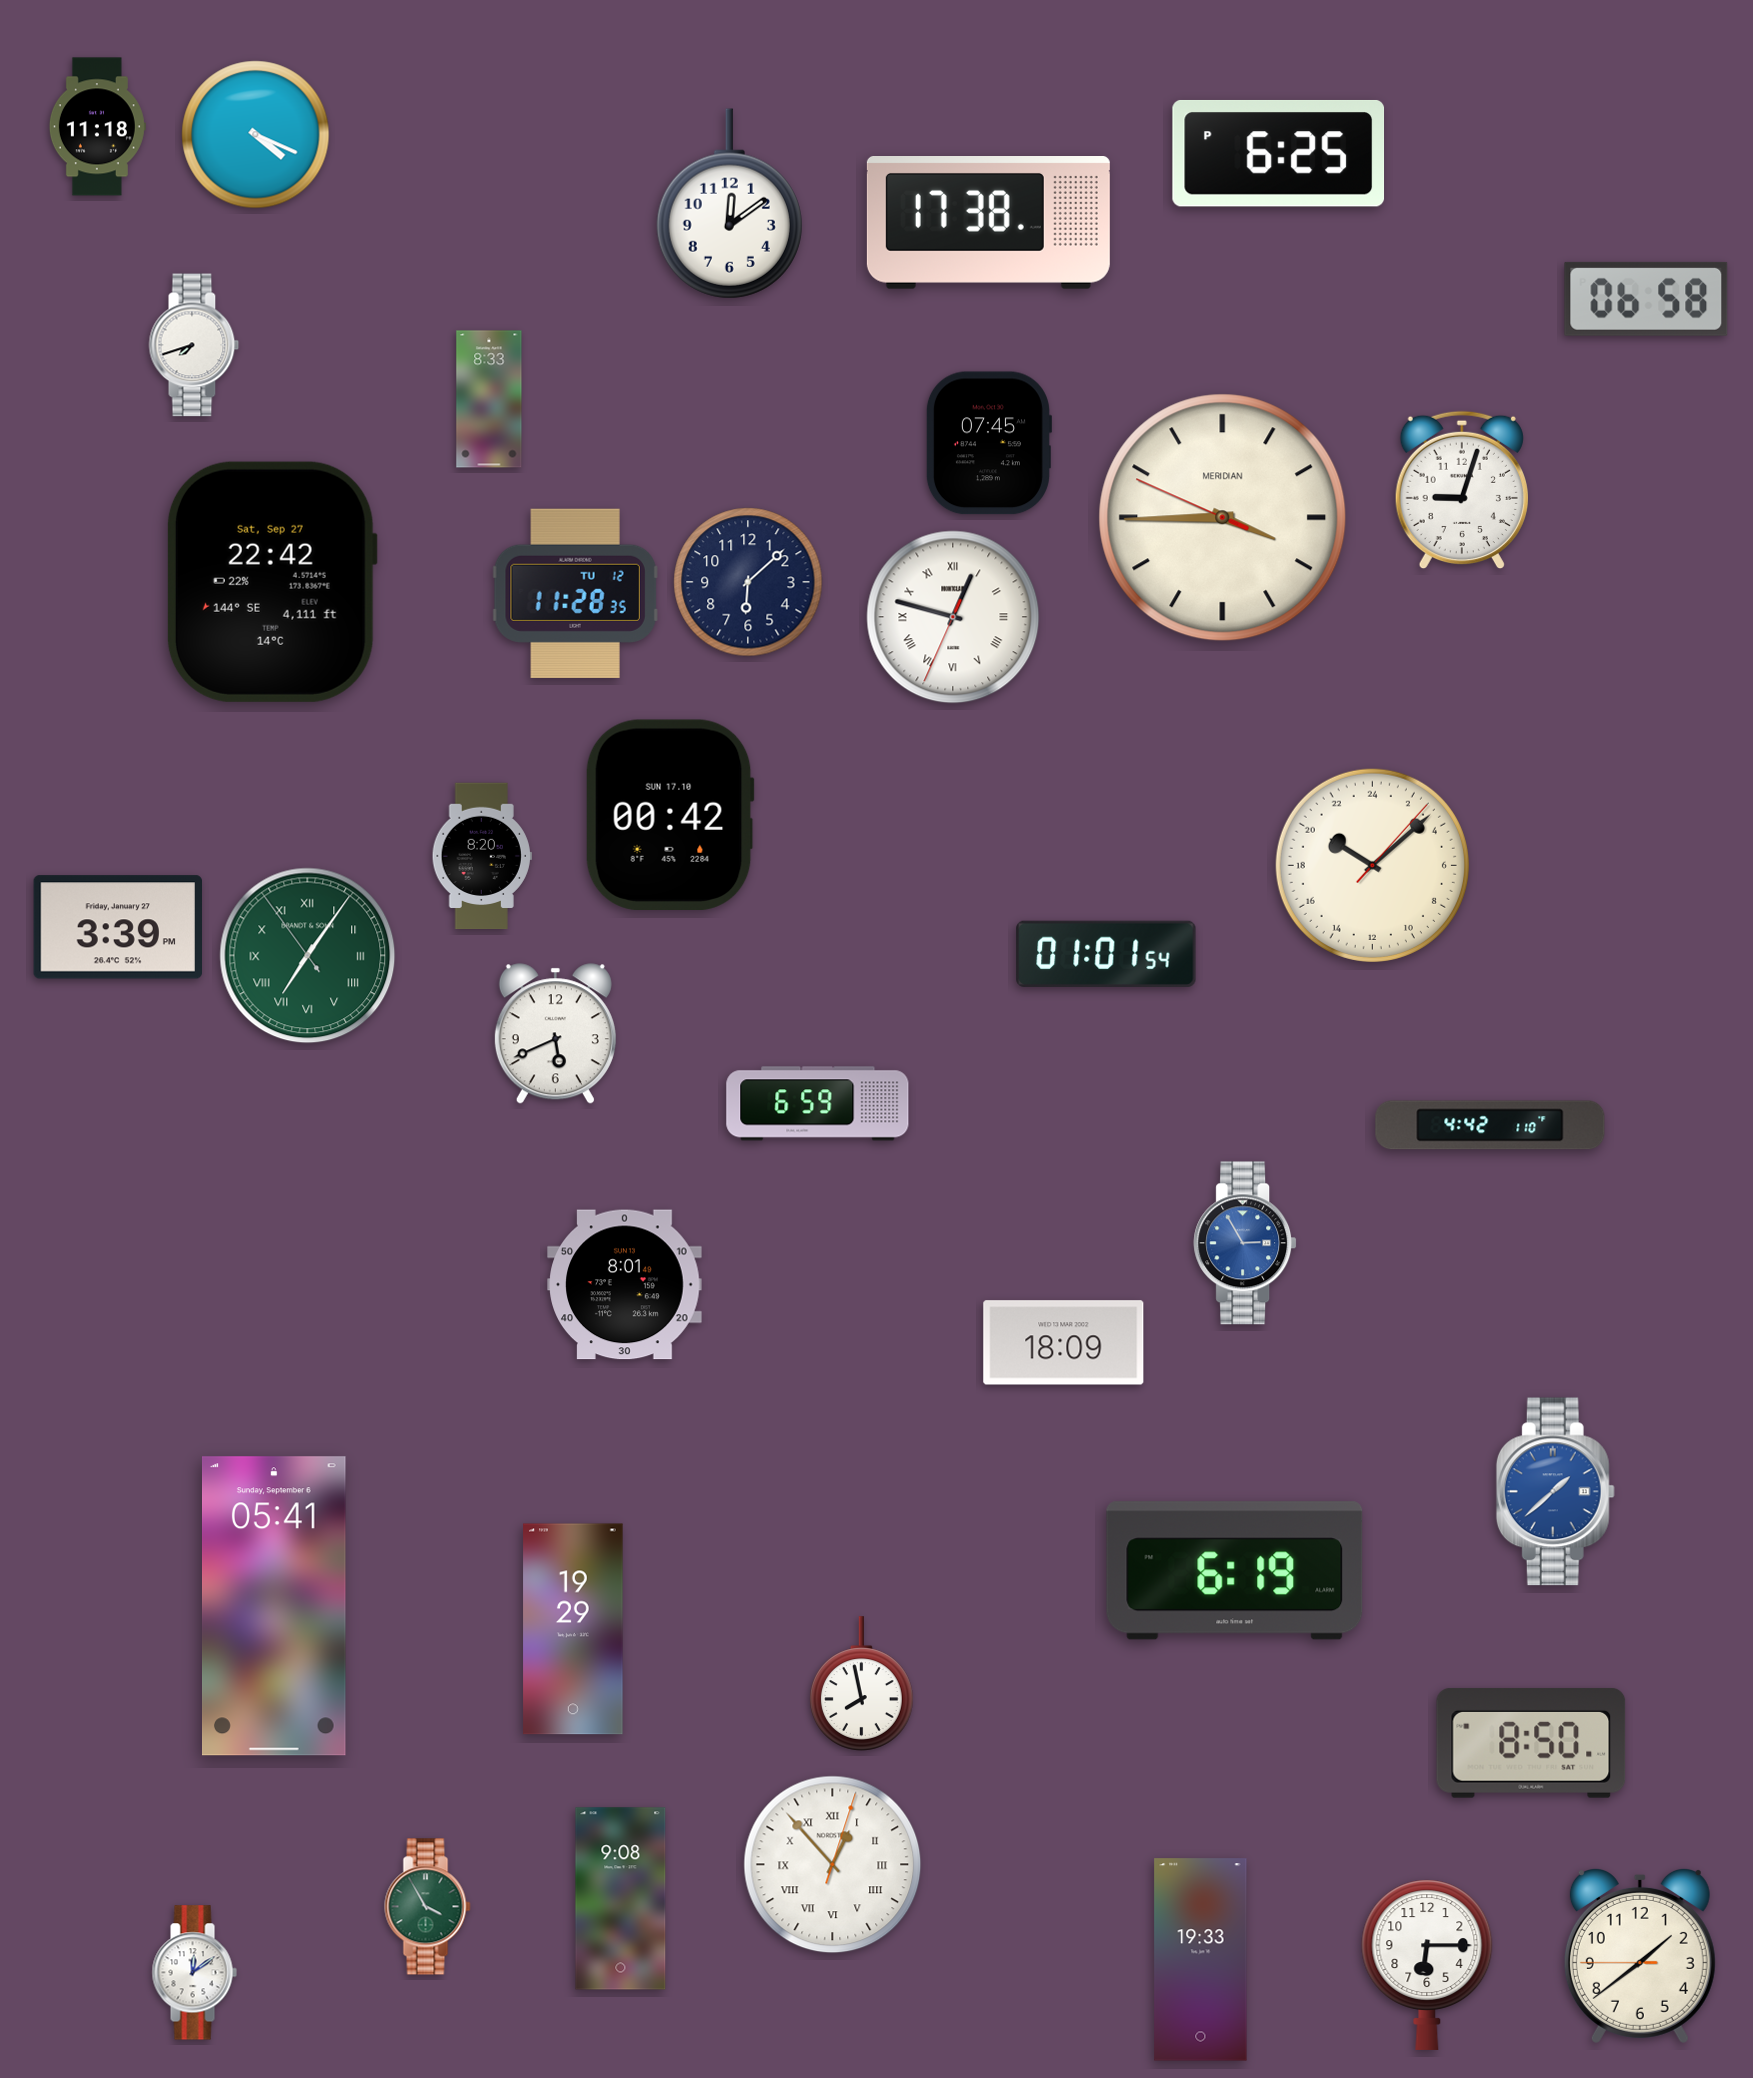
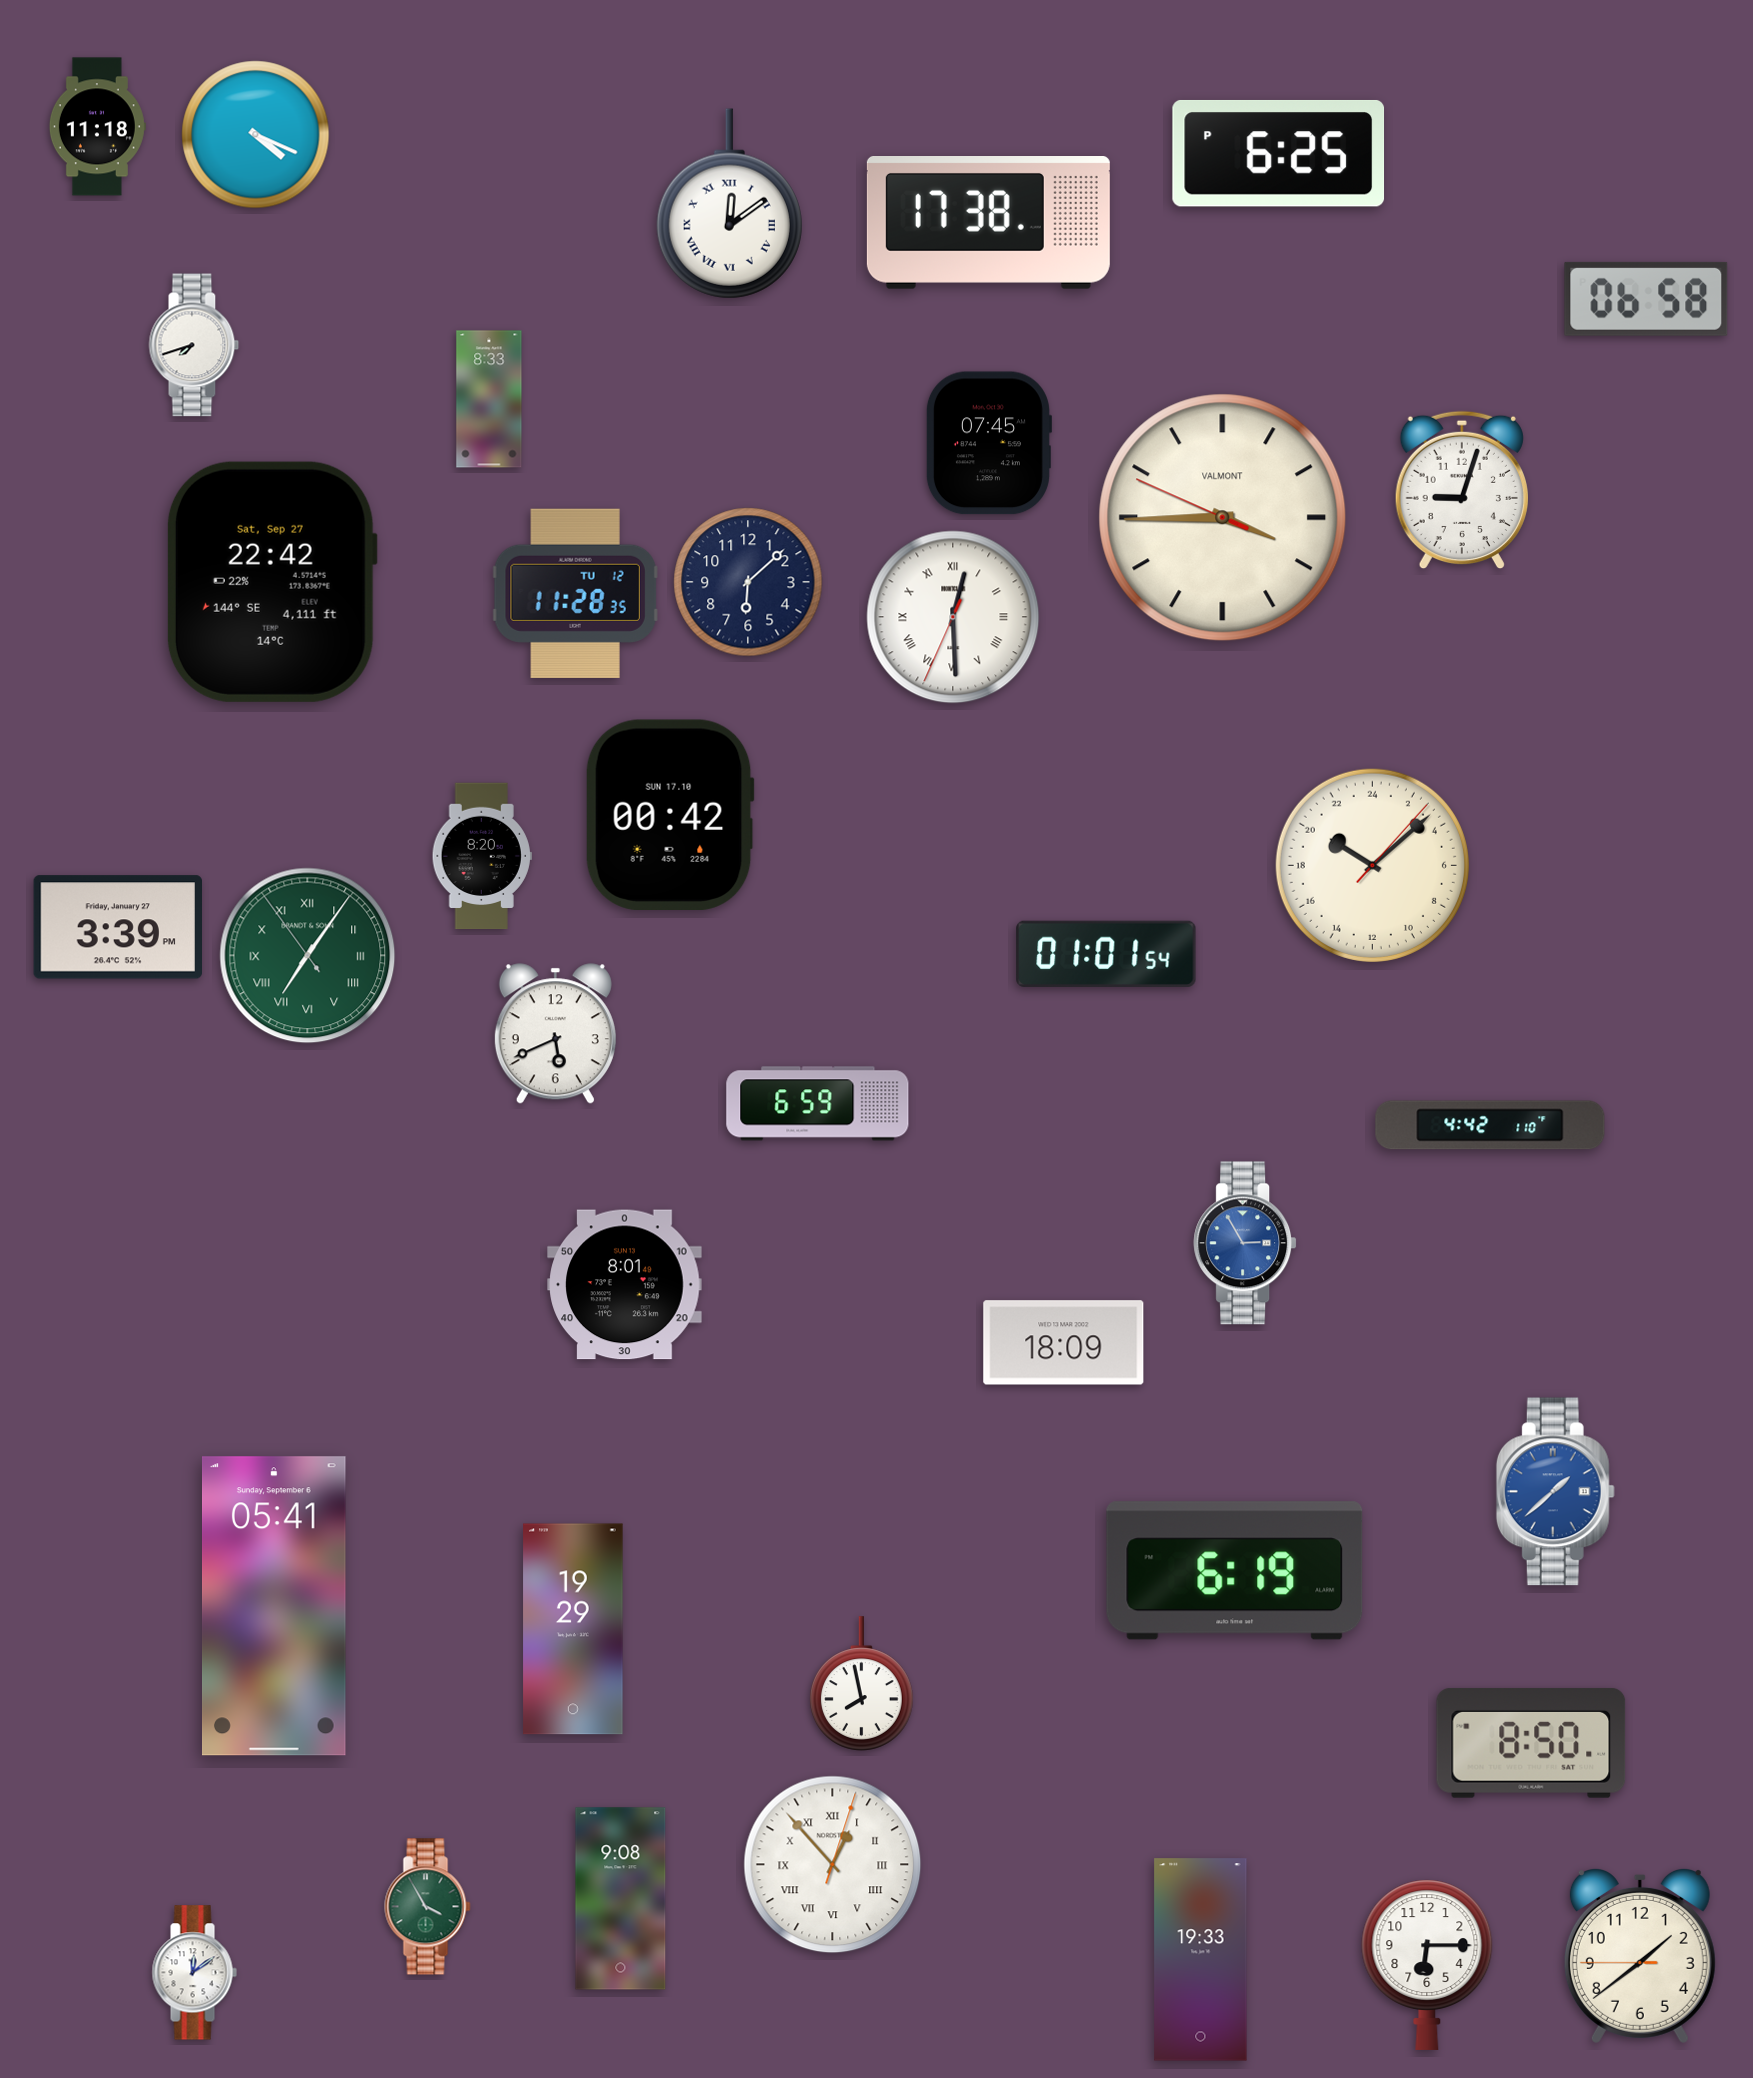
clock at (729, 204) numerals: Arabic -> Roman
clock at (1223, 518) brand: MERIDIAN -> VALMONT
clock at (953, 617): 12:47 -> 12:29
